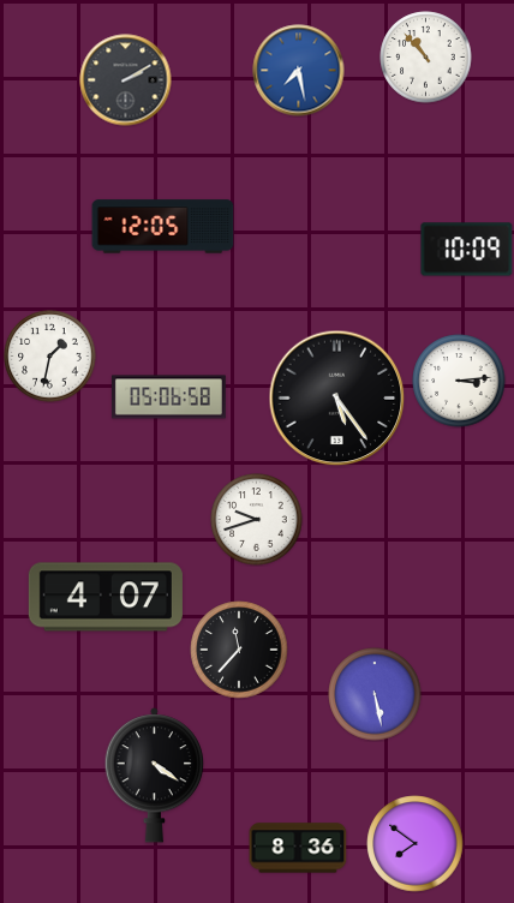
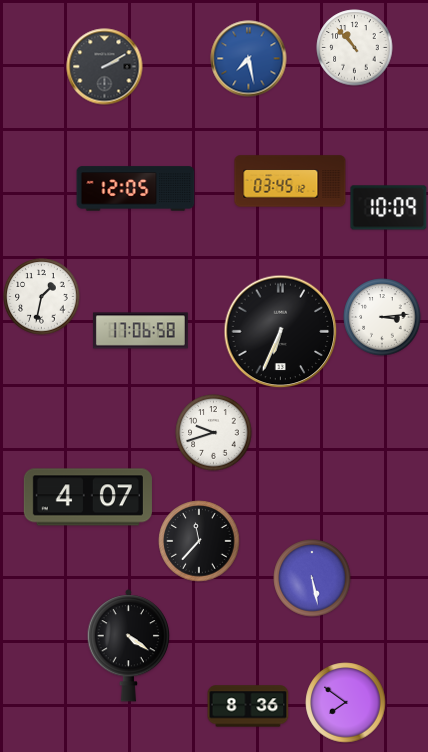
clock at (290, 181): none -> 03:45
clock at (168, 397): 05:06 -> 17:06
clock at (337, 399): 5:24 -> 6:34
